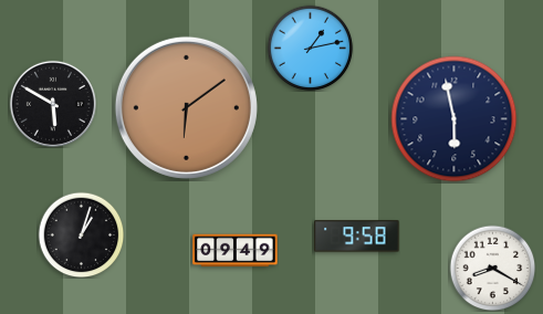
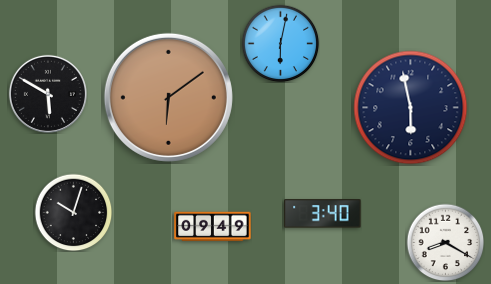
clock at (310, 48): 1:13 -> 6:02
clock at (81, 234): 1:03 -> 10:03
clock at (357, 237): 9:58 -> 3:40
